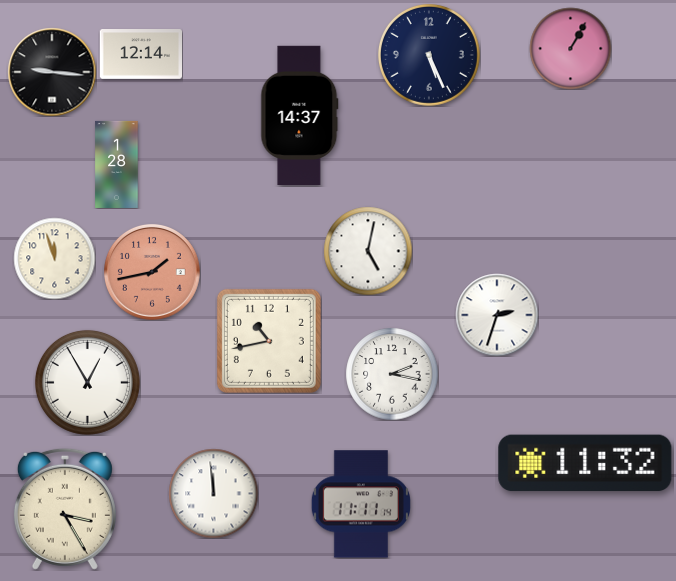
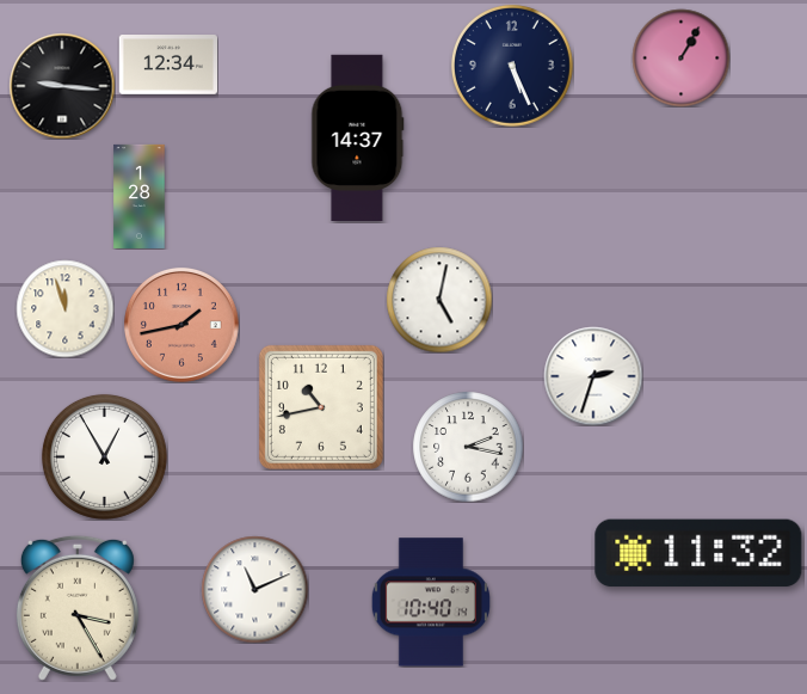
clock at (140, 55): 12:14 -> 12:34
clock at (213, 493): 11:59 -> 11:11
clock at (361, 504): 11:11 -> 10:40
